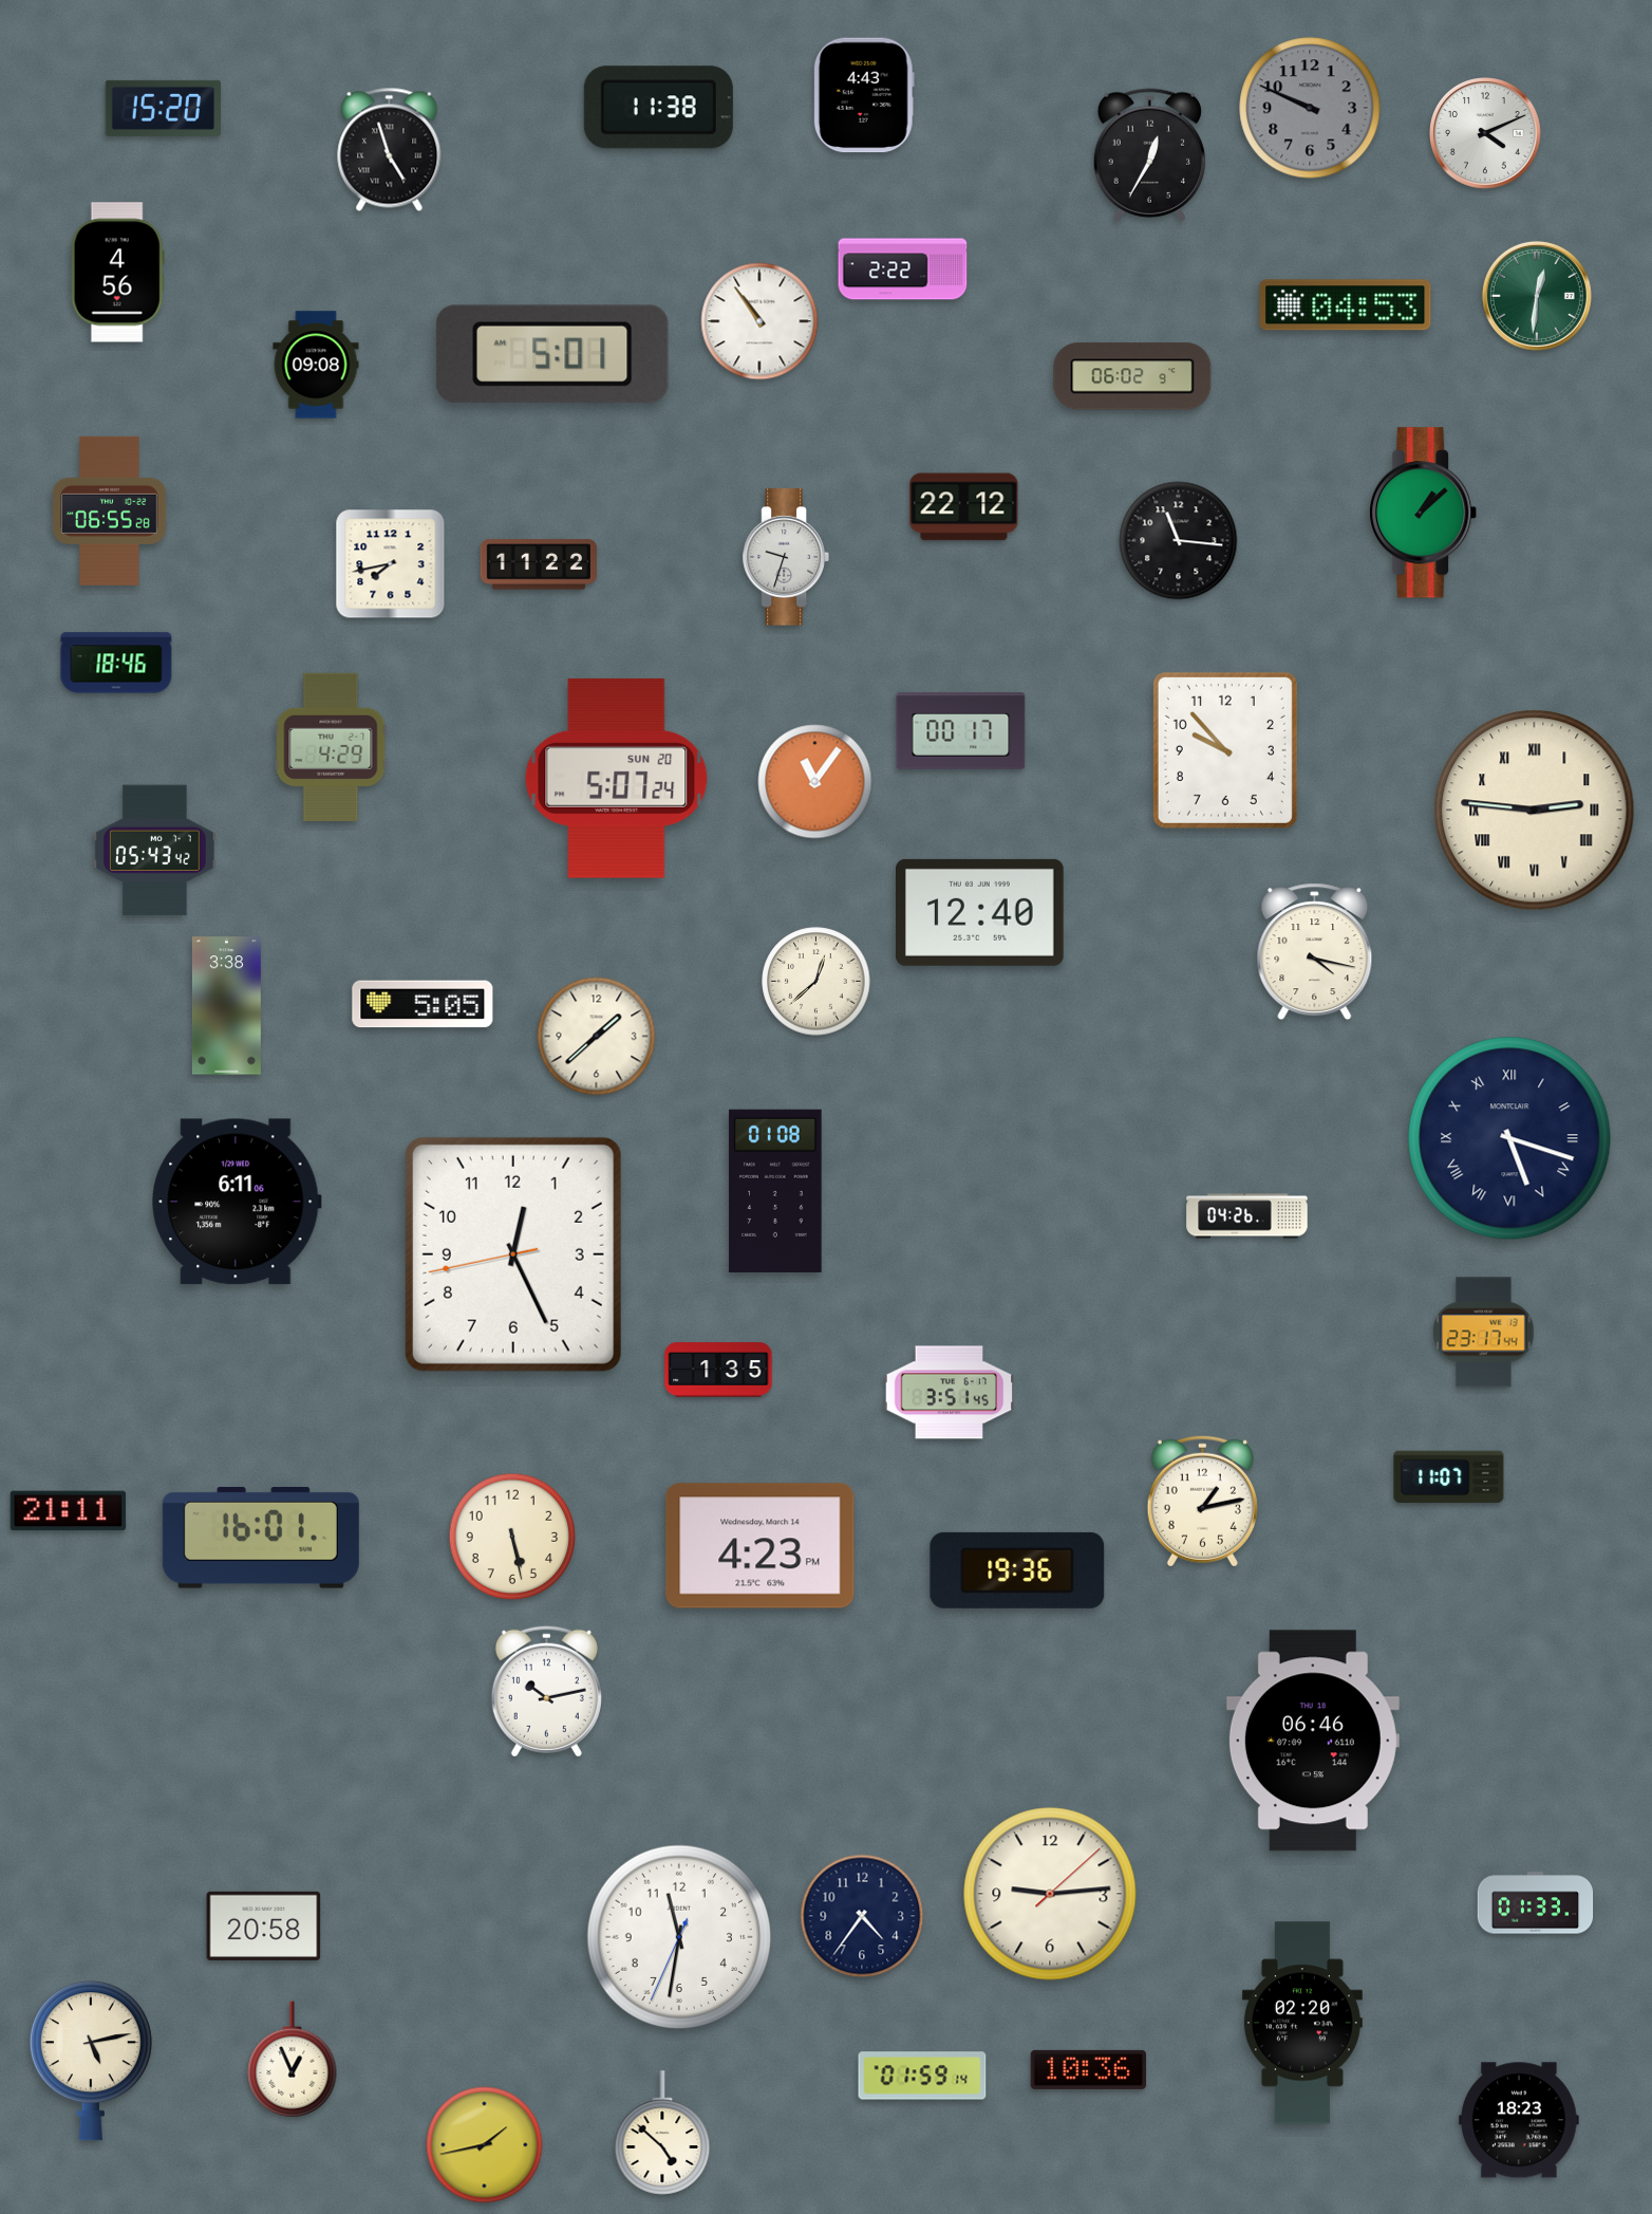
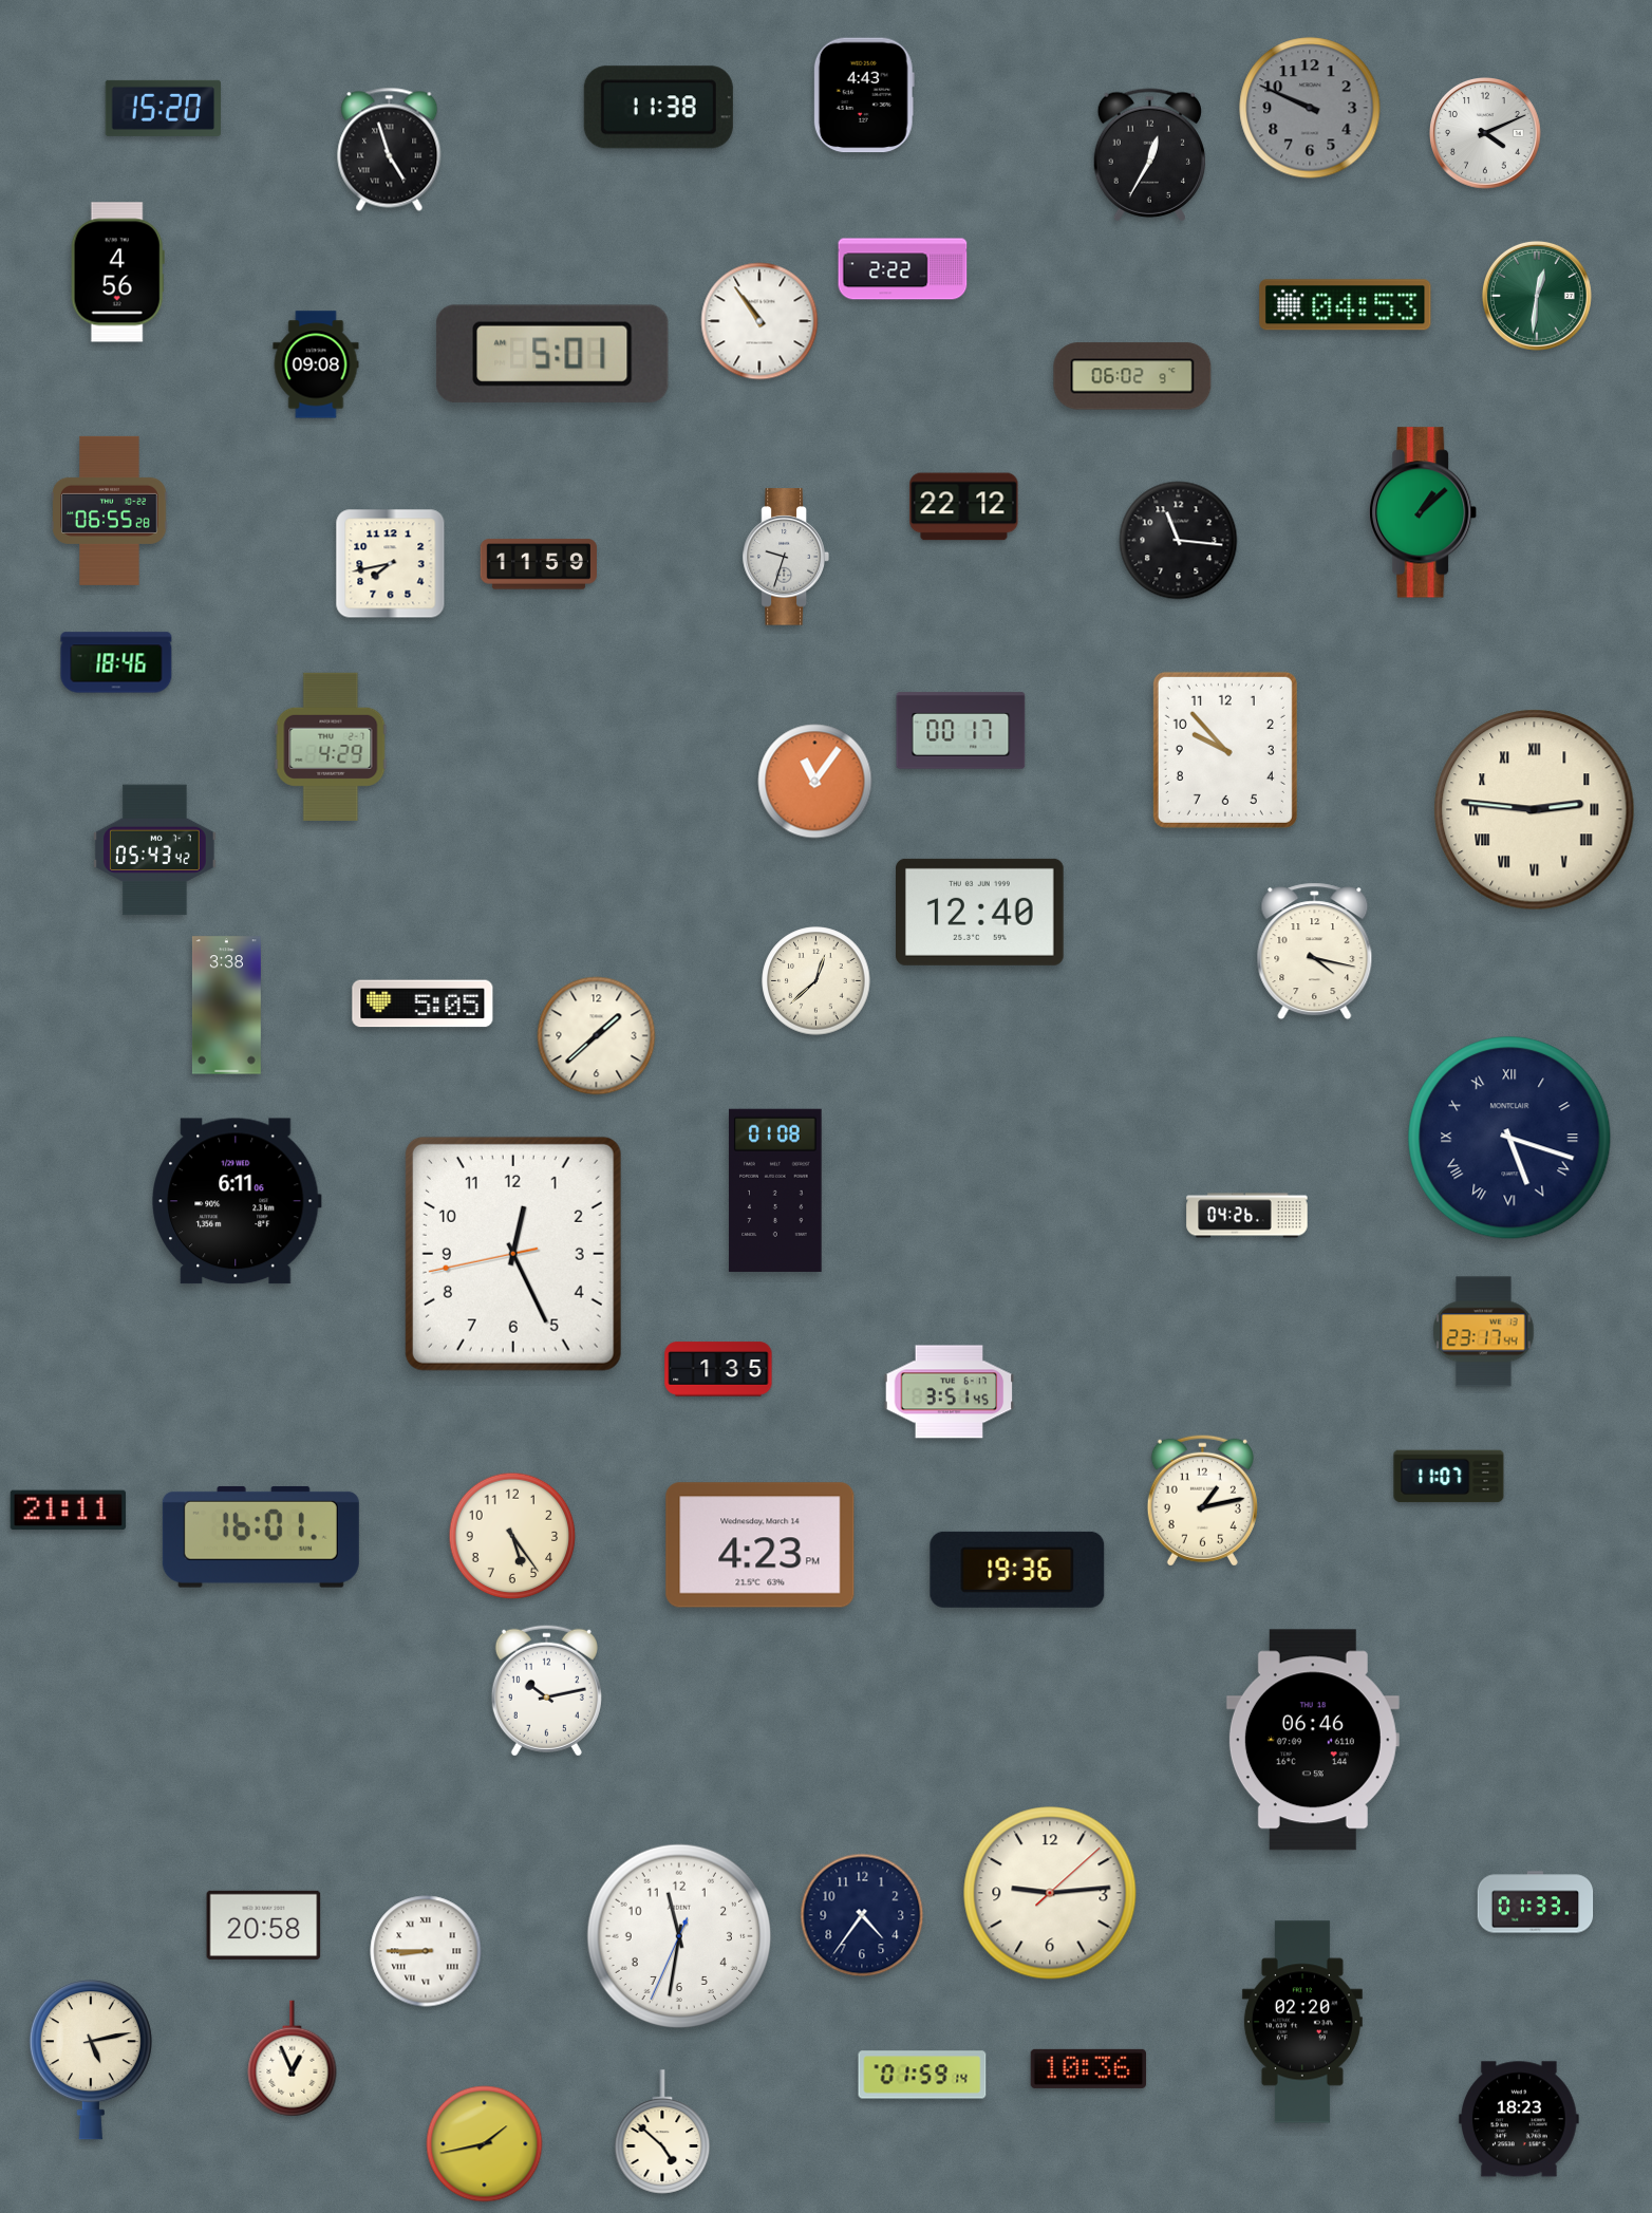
clock at (539, 564): 11:22 -> 11:59
clock at (617, 779): 5:07 -> none
clock at (512, 1537): 5:28 -> 5:24
clock at (426, 1951): none -> 8:45
